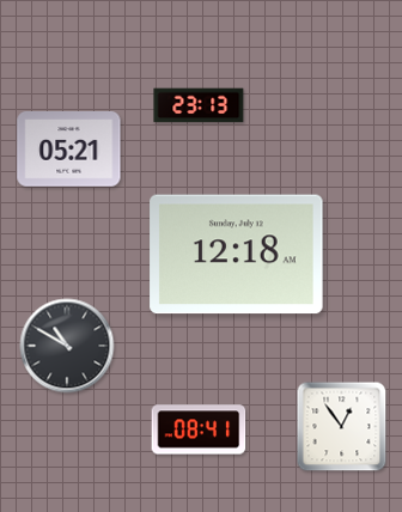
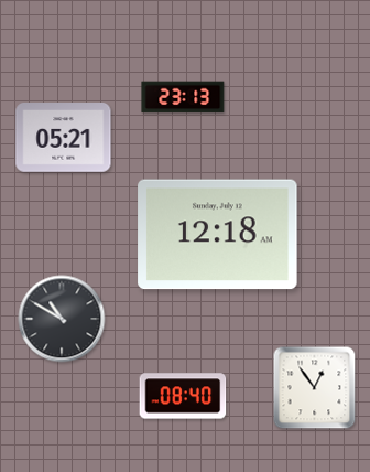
clock at (342, 427) position: (342, 427) -> (315, 388)
clock at (199, 429): 08:41 -> 08:40
